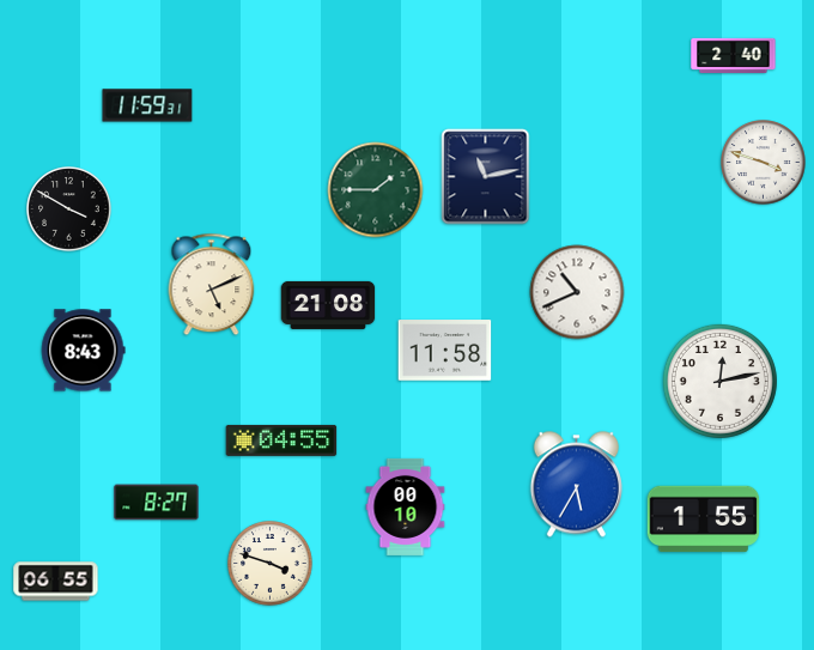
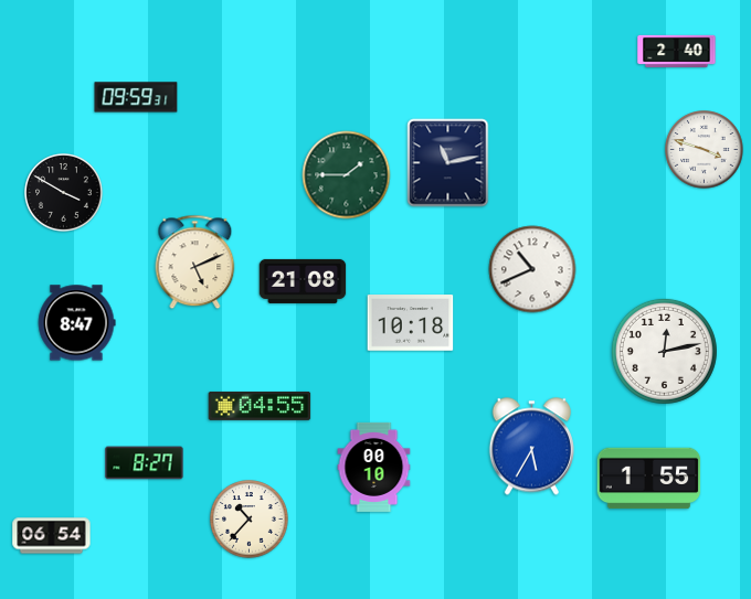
clock at (147, 105): 11:59 -> 09:59
clock at (83, 351): 8:43 -> 8:47
clock at (445, 351): 11:58 -> 10:18
clock at (271, 564): 3:48 -> 10:37
clock at (56, 582): 06:55 -> 06:54
